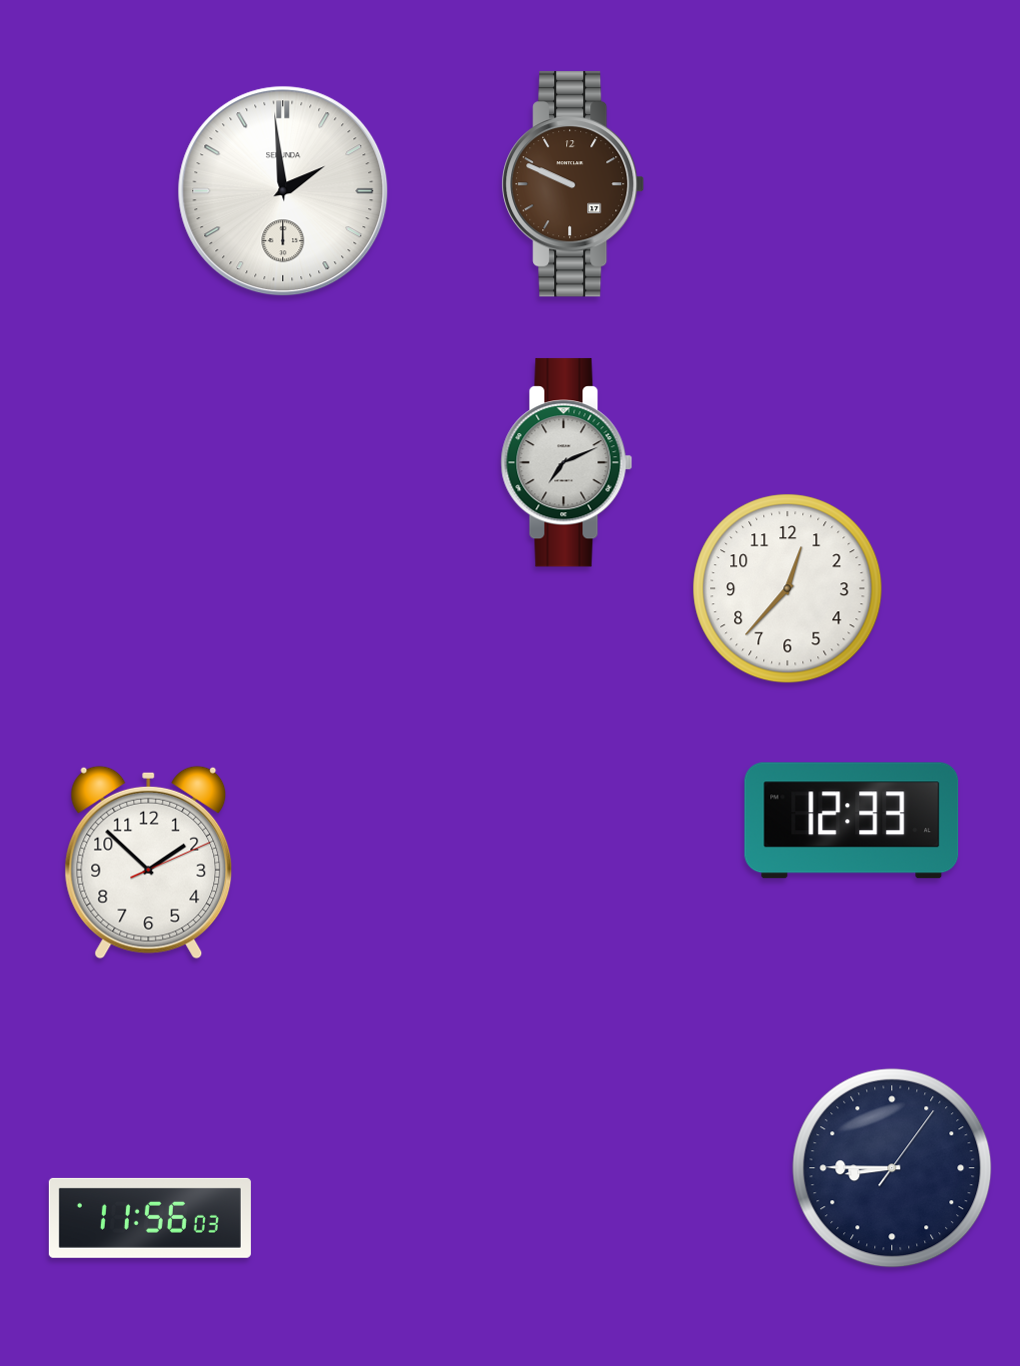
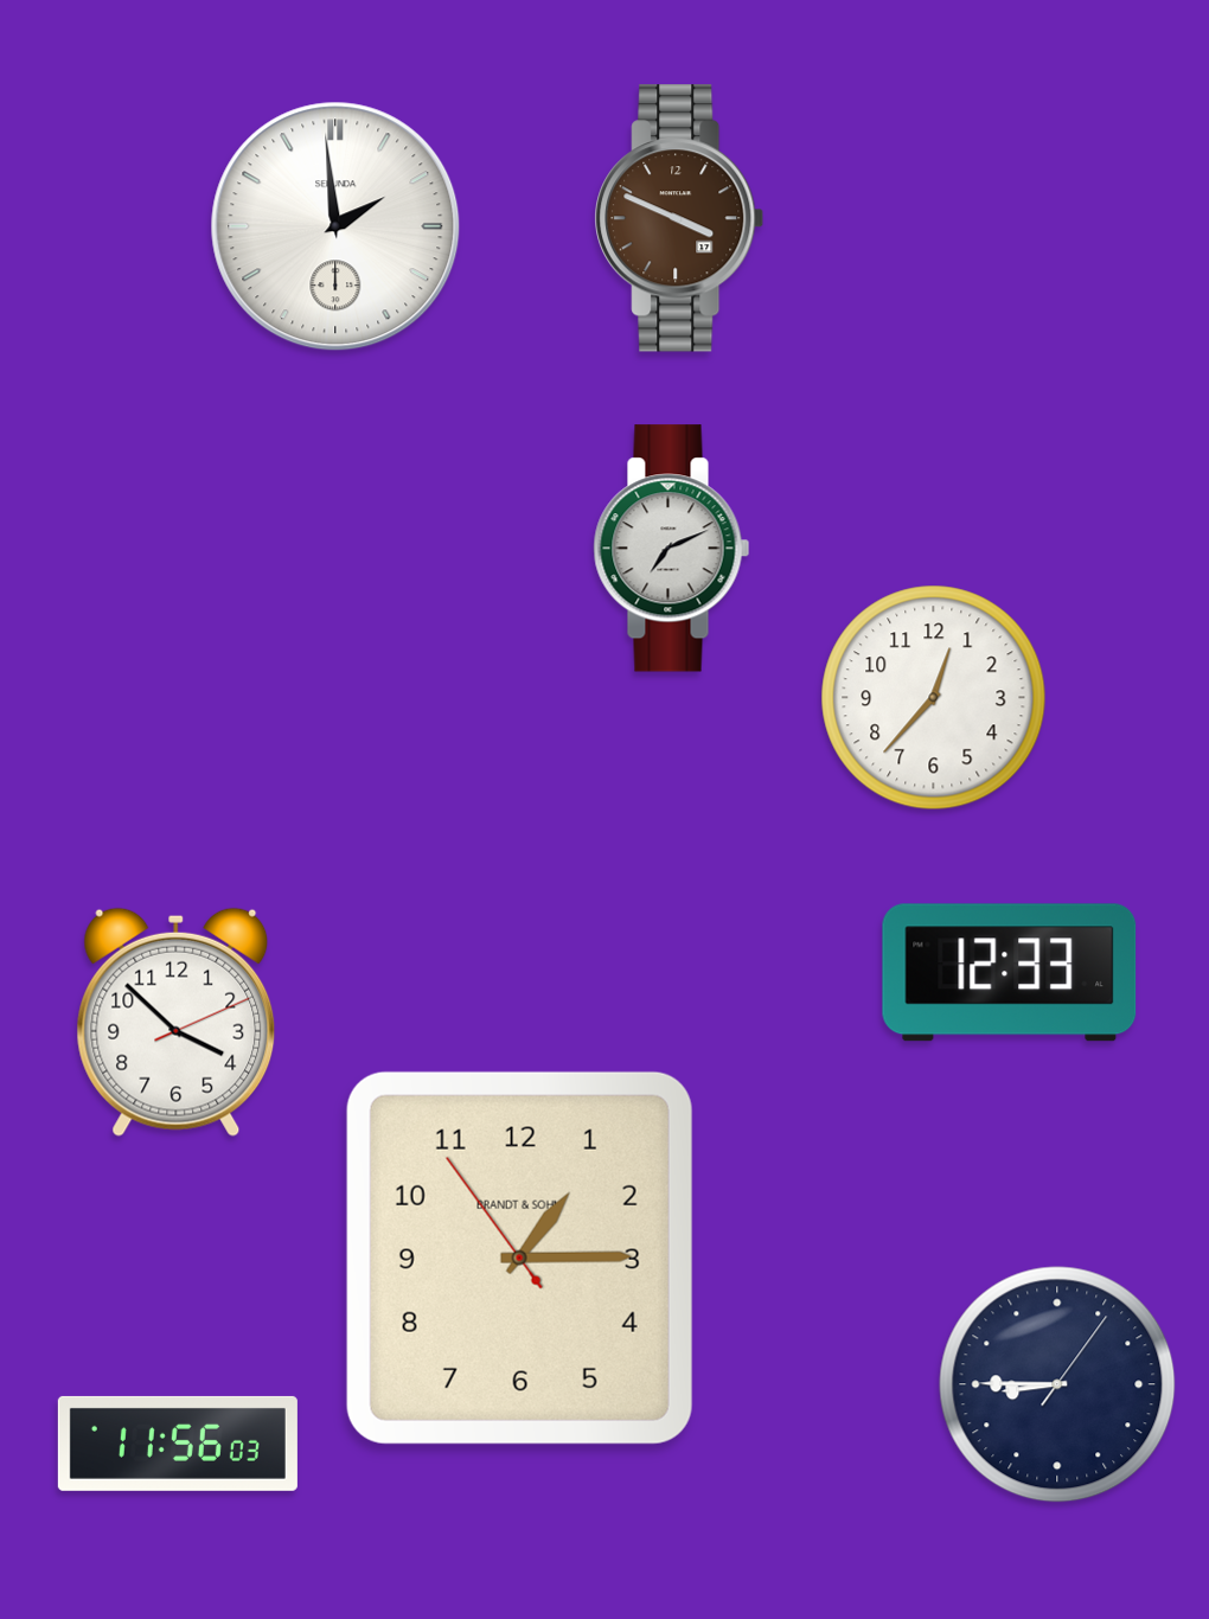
clock at (573, 184): 9:49 -> 3:49
clock at (149, 862): 1:52 -> 3:52
clock at (519, 1258): none -> 1:14
